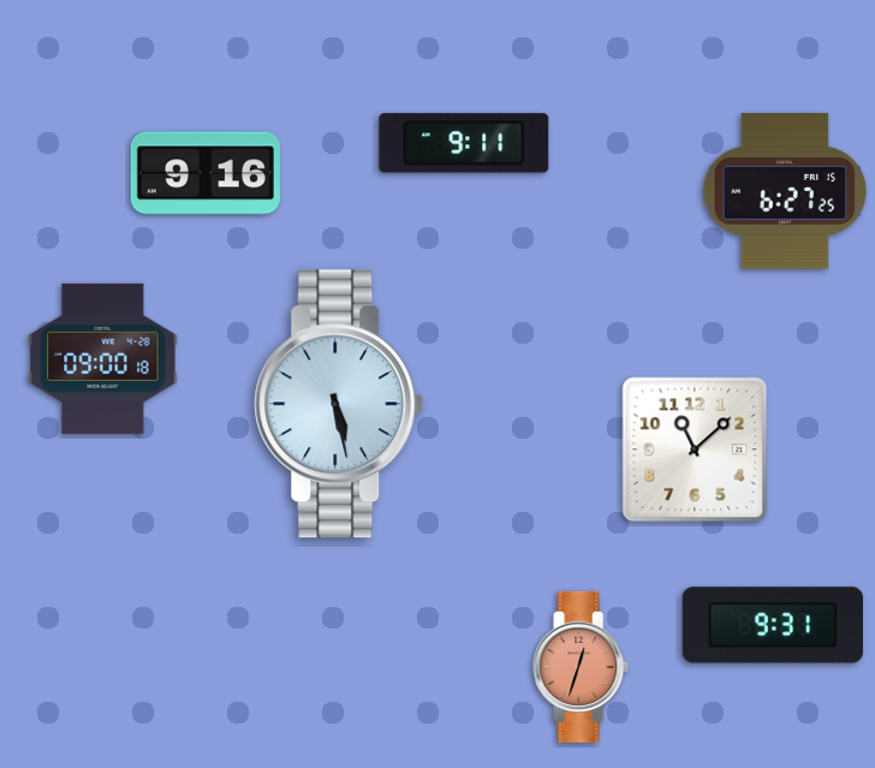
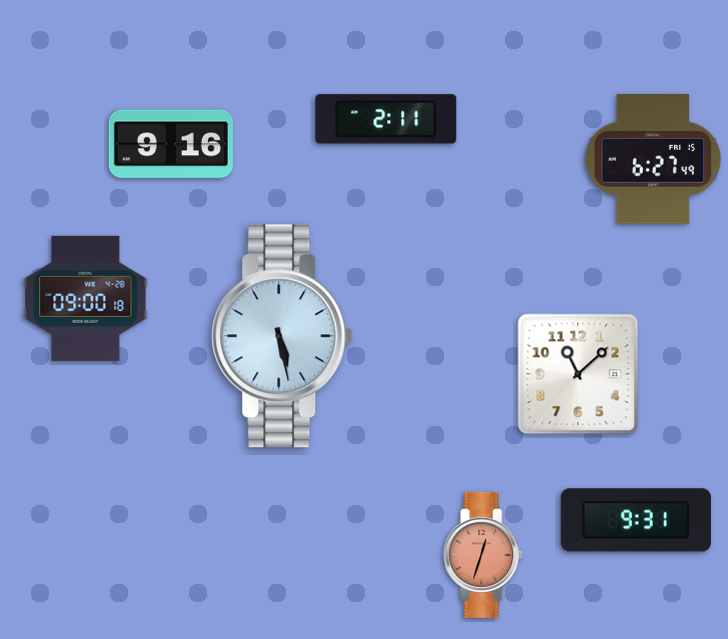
clock at (464, 143): 9:11 -> 2:11
clock at (785, 191): 6:27:25 -> 6:27:49
clock at (773, 625) position: (773, 625) -> (636, 520)
